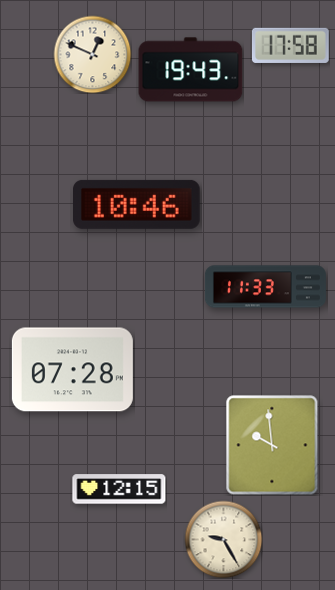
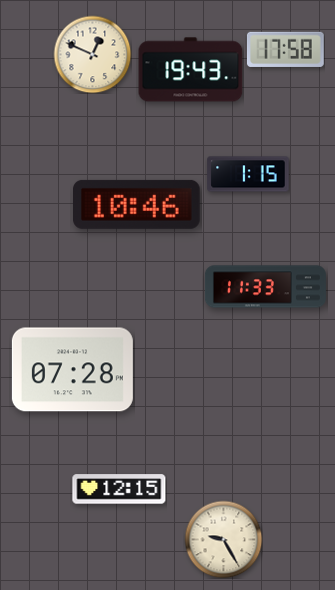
clock at (291, 45) position: (291, 45) -> (286, 49)
clock at (248, 174): none -> 1:15
clock at (272, 445): 9:59 -> none
